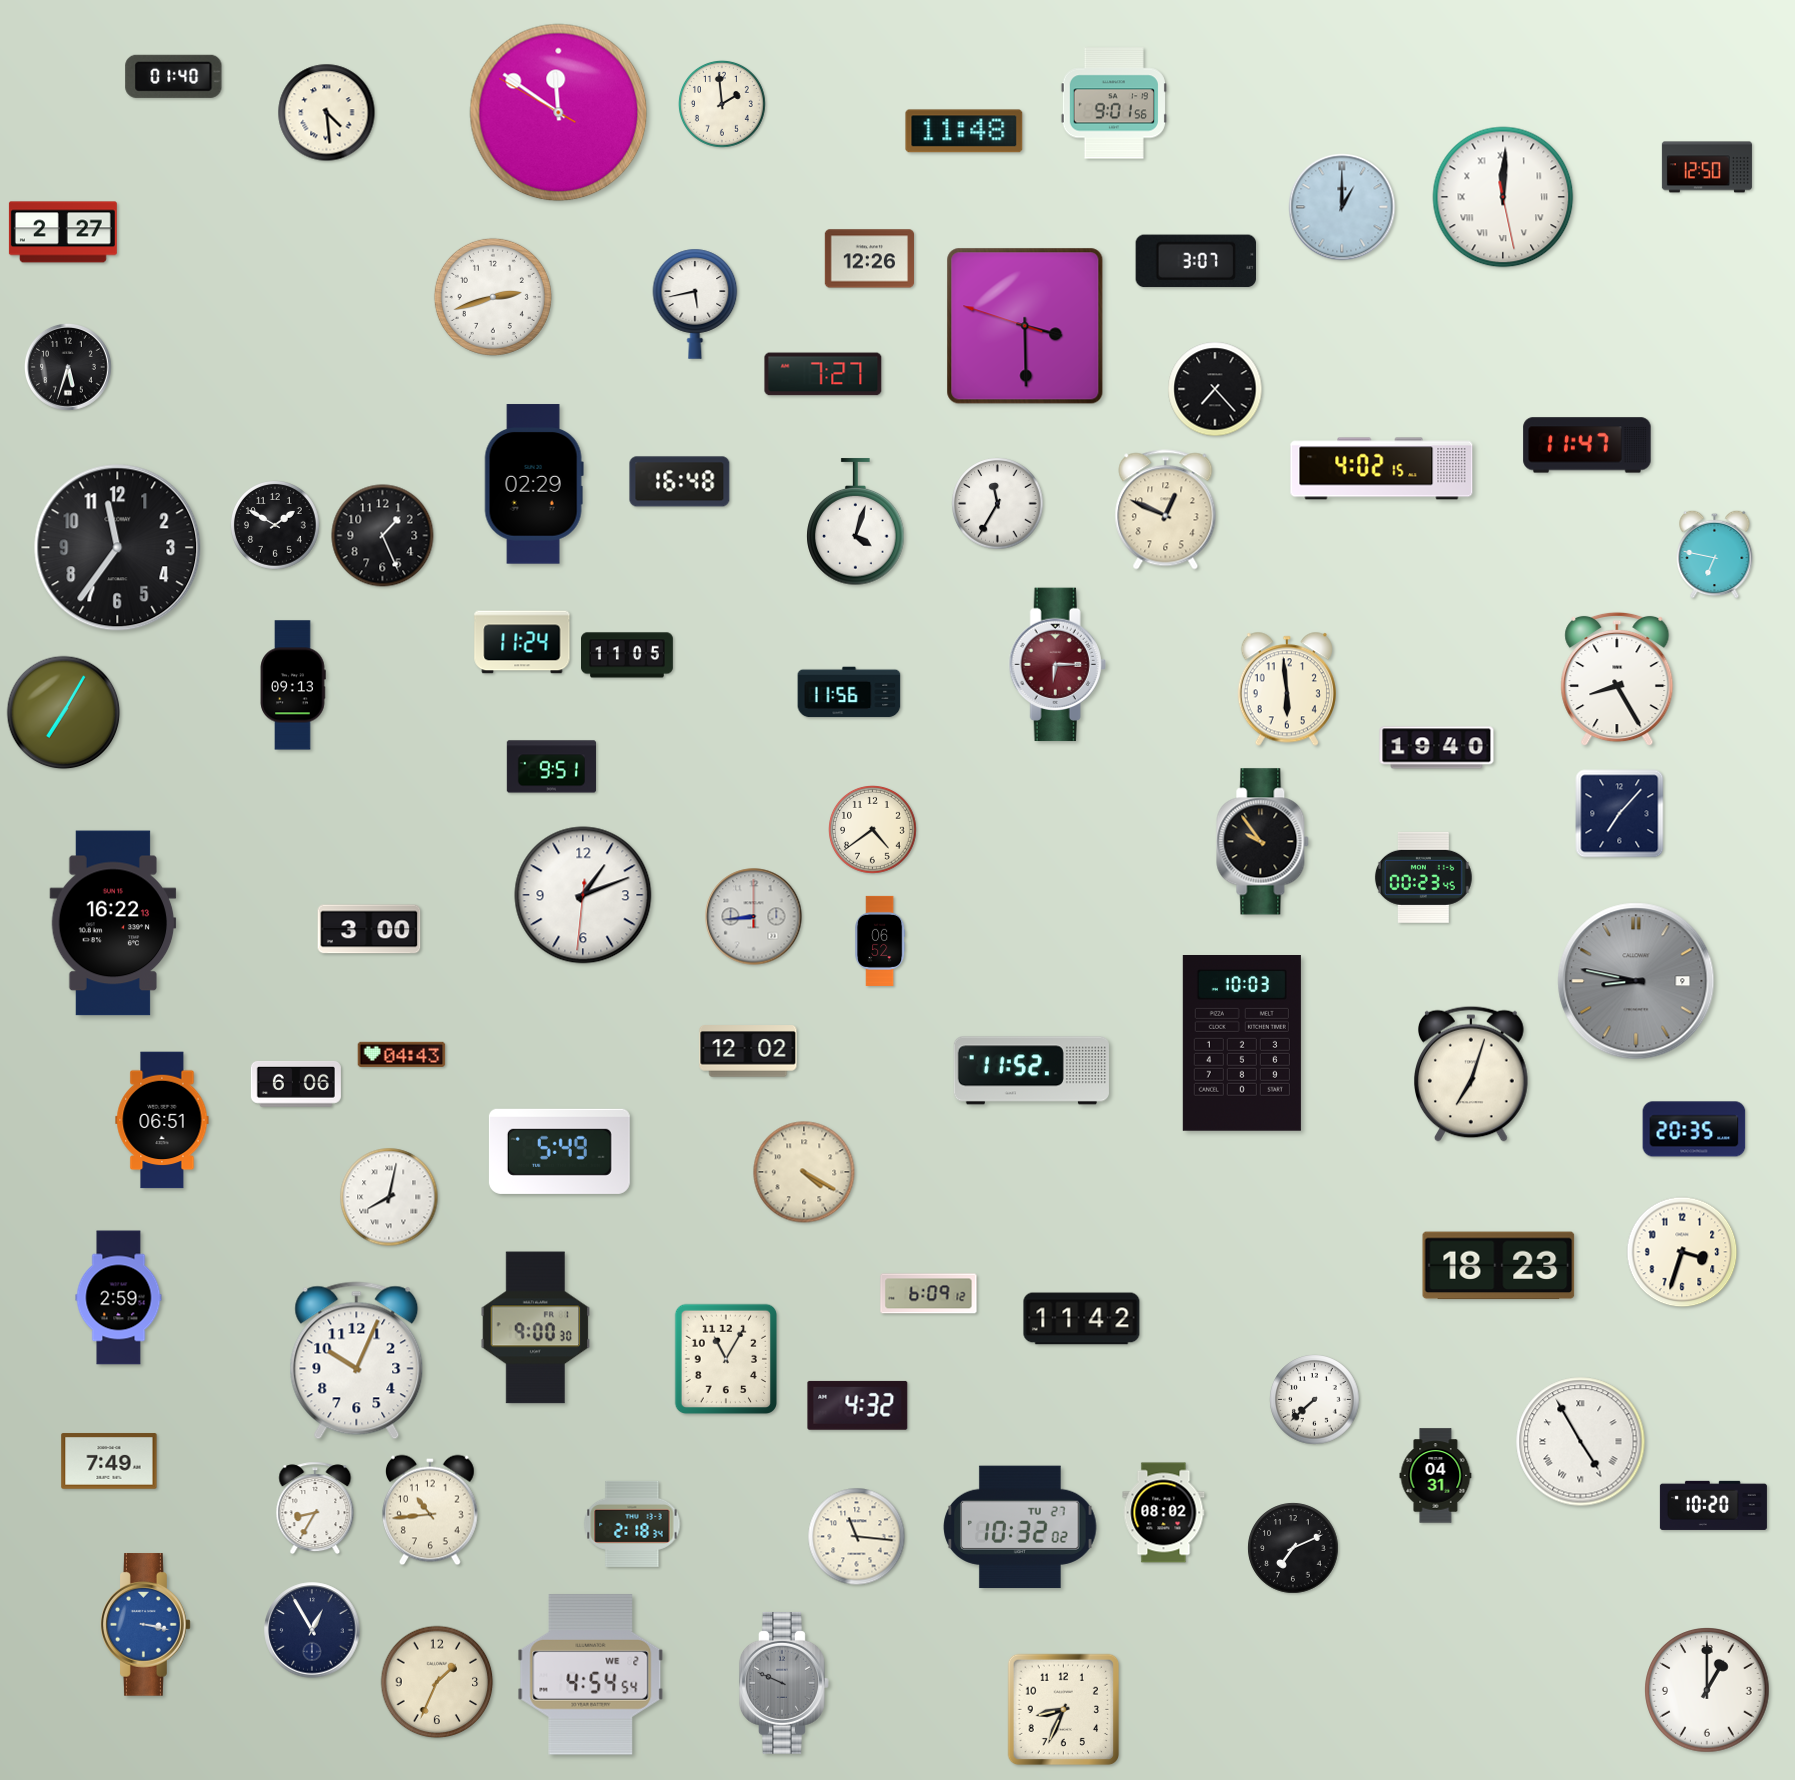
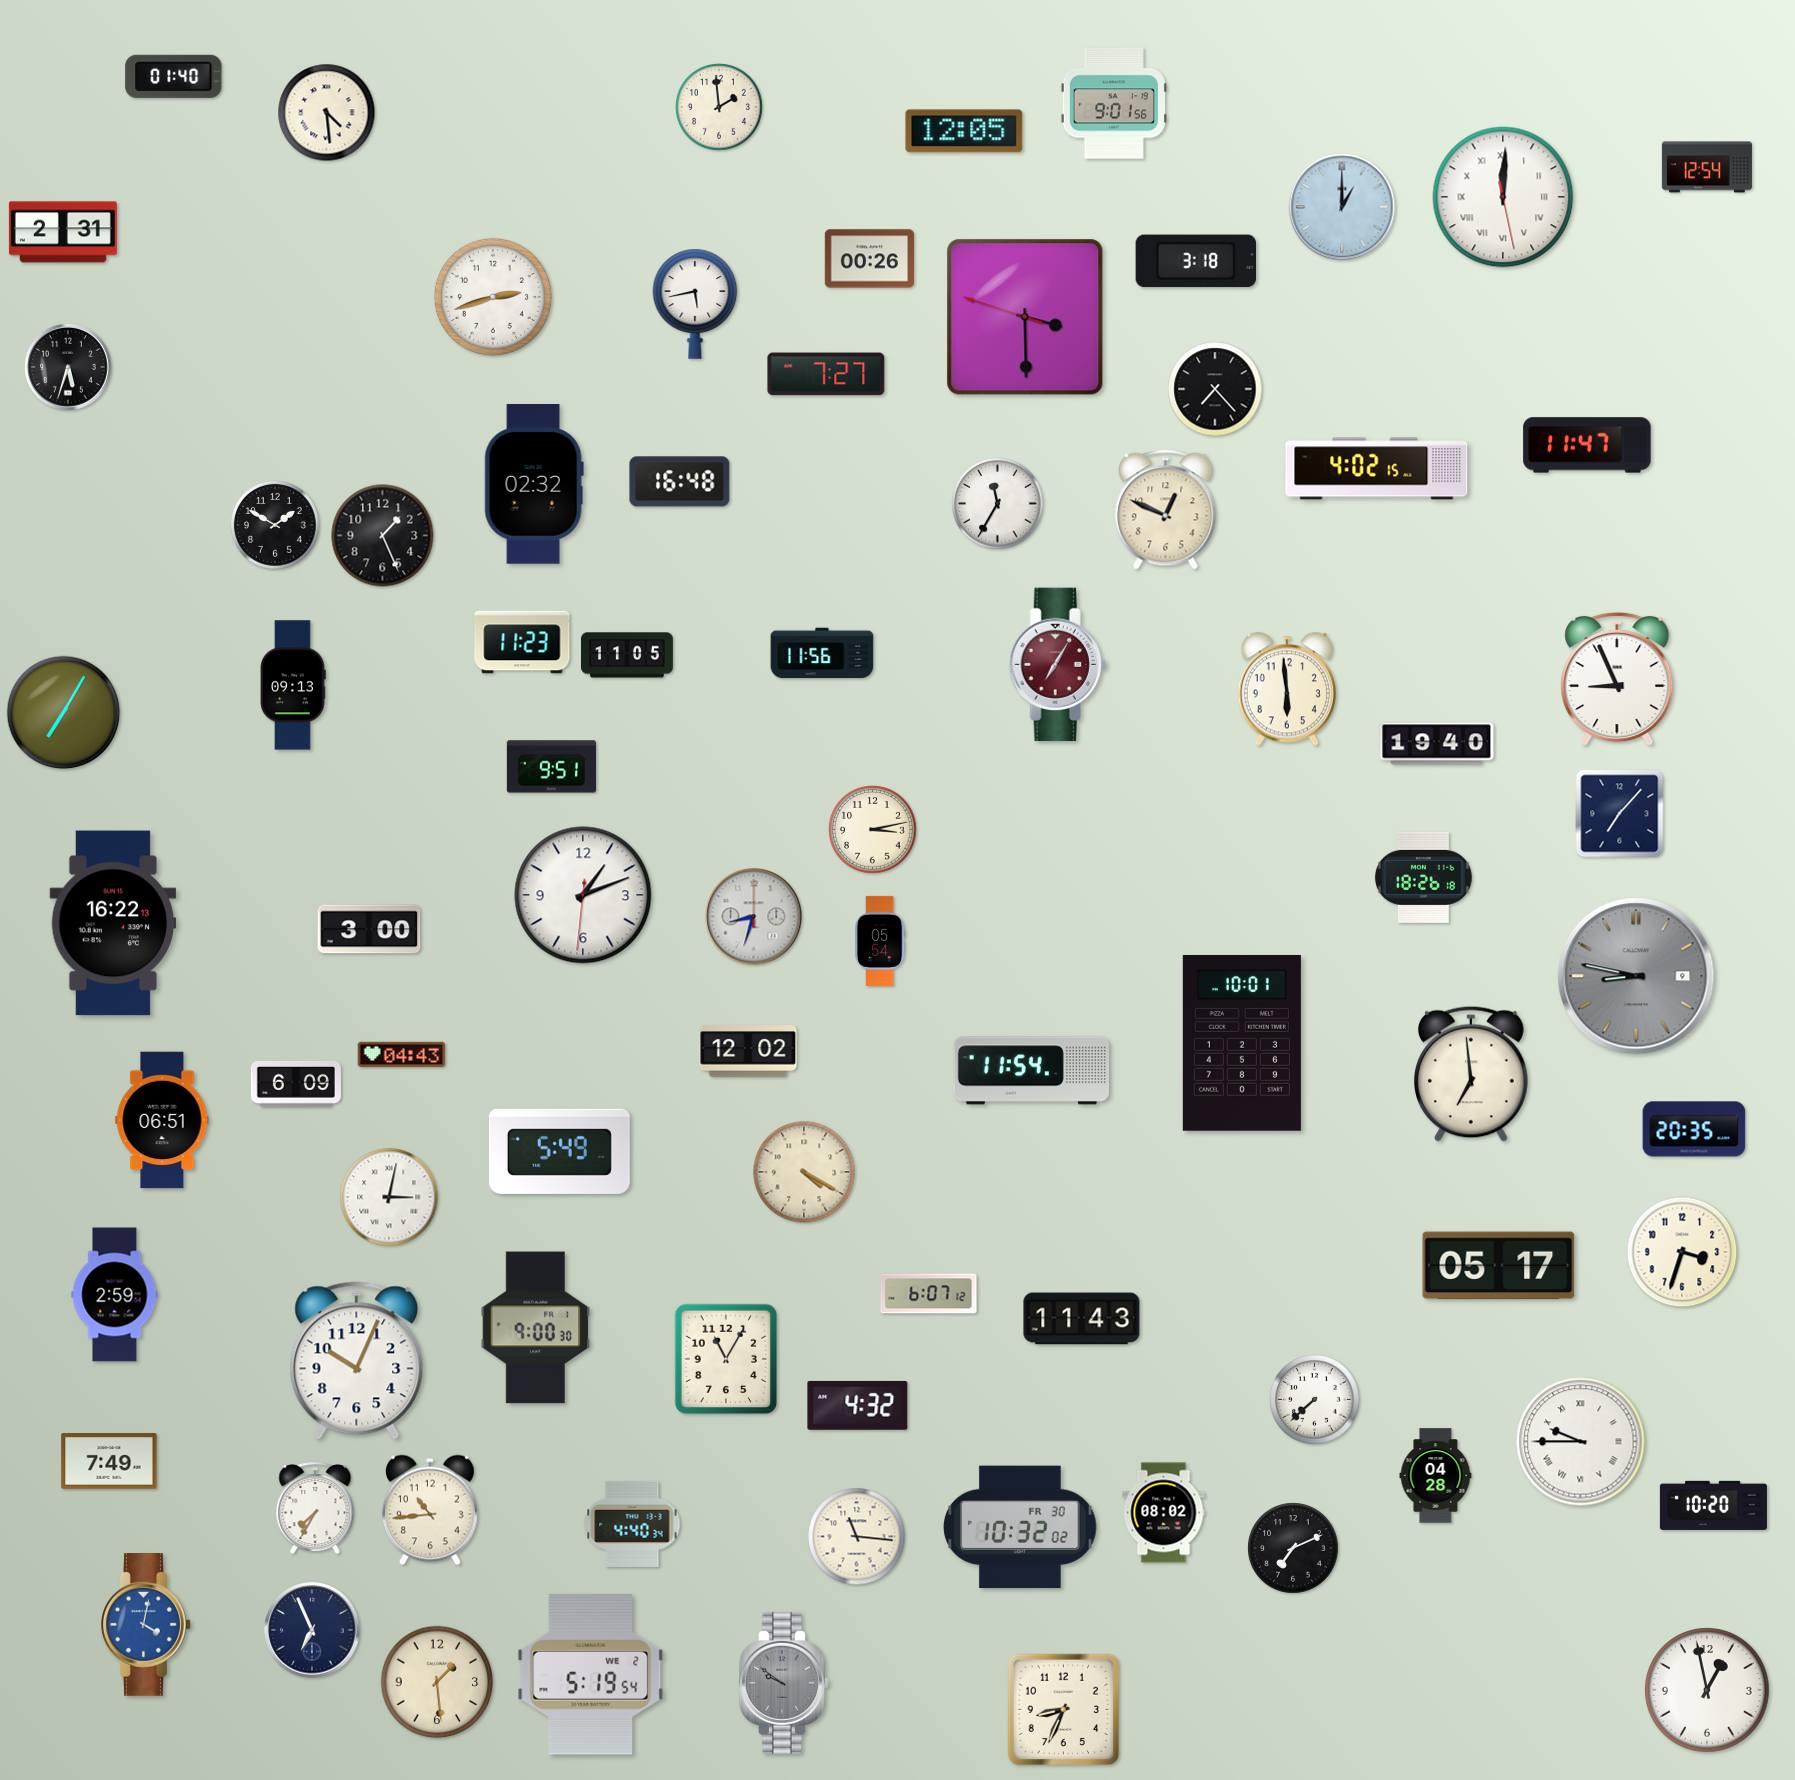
clock at (722, 104) position: (722, 104) -> (719, 107)
clock at (559, 113): 11:50 -> none
clock at (964, 131): 11:48 -> 12:05
clock at (1707, 167): 12:50 -> 12:54
clock at (63, 232): 2:27 -> 2:31
clock at (869, 259): 12:26 -> 00:26
clock at (1195, 261): 3:07 -> 3:18
clock at (1025, 326) position: (1025, 326) -> (1025, 317)
clock at (823, 374) position: (823, 374) -> (826, 374)
clock at (1382, 469) position: (1382, 469) -> (1377, 469)
clock at (534, 484): 02:29 -> 02:32
clock at (856, 522): 4:03 -> none
clock at (118, 548): 11:36 -> none
clock at (1715, 554): 6:47 -> none
clock at (522, 642): 11:24 -> 11:23
clock at (1057, 665): 6:15 -> 7:05
clock at (1617, 679): 8:25 -> 8:56
clock at (849, 692) position: (849, 692) -> (822, 653)
clock at (1437, 748) position: (1437, 748) -> (1437, 744)
clock at (873, 830): 4:39 -> 3:13
clock at (1263, 842): 9:54 -> none
clock at (1423, 877): 00:23 -> 18:26
clock at (754, 917): 8:44 -> 8:33
clock at (880, 941): 06:52 -> 05:54
clock at (1636, 981) position: (1636, 981) -> (1636, 976)
clock at (1242, 1044): 10:03 -> 10:01
clock at (1031, 1071): 11:52 -> 11:54
clock at (1472, 1074): 7:03 -> 6:59
clock at (296, 1084): 6:06 -> 6:09
clock at (389, 1197): 8:02 -> 3:02
clock at (1499, 1266): 18:23 -> 05:17
clock at (929, 1294): 6:09 -> 6:07
clock at (119, 1298) position: (119, 1298) -> (115, 1295)
clock at (1082, 1319): 11:42 -> 11:43
clock at (1581, 1442): 4:55 -> 9:45
clock at (1436, 1476): 04:31 -> 04:28
clock at (315, 1508): 8:35 -> 7:35
clock at (632, 1524): 2:18 -> 4:40
clock at (1020, 1527) date: TU 27 -> FR 30
clock at (146, 1625): 3:17 -> 4:02
clock at (312, 1630): 12:55 -> 6:56
clock at (591, 1675): 4:54 -> 5:19
clock at (437, 1682): 1:34 -> 1:29
clock at (785, 1683): 9:49 -> 9:51
clock at (1707, 1690): 1:00 -> 12:58
